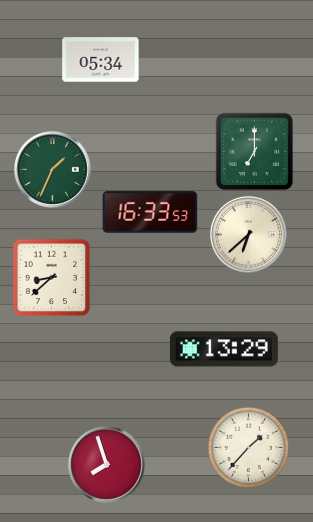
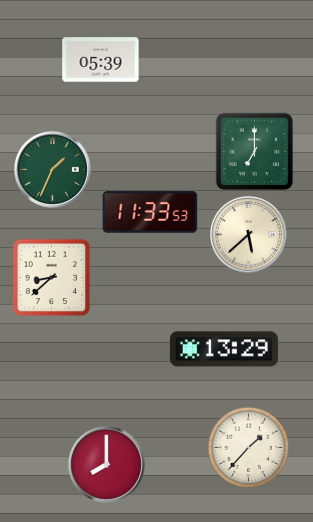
clock at (101, 60): 05:34 -> 05:39
clock at (150, 212): 16:33 -> 11:33
clock at (248, 234): 6:38 -> 5:38
clock at (106, 464): 7:57 -> 8:00
